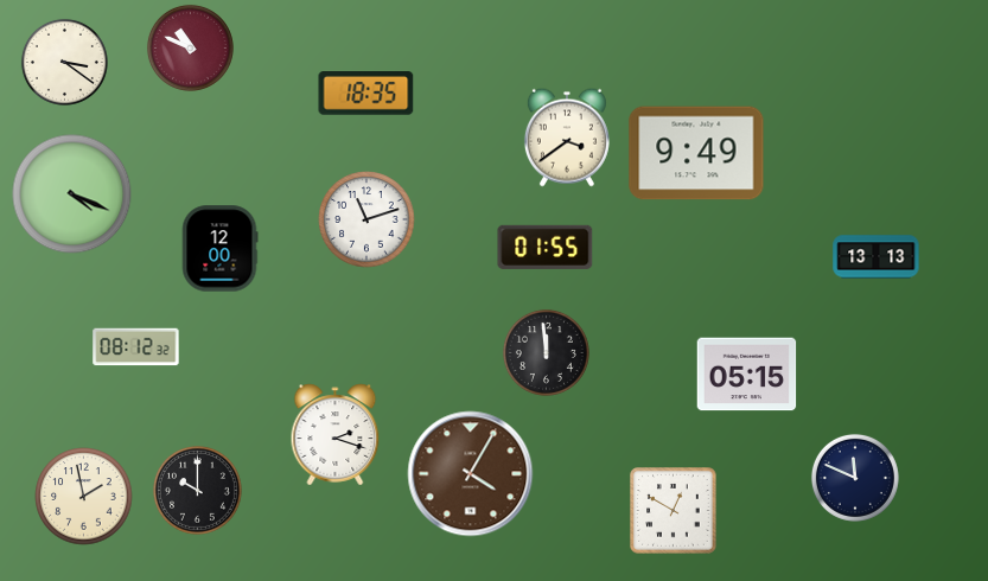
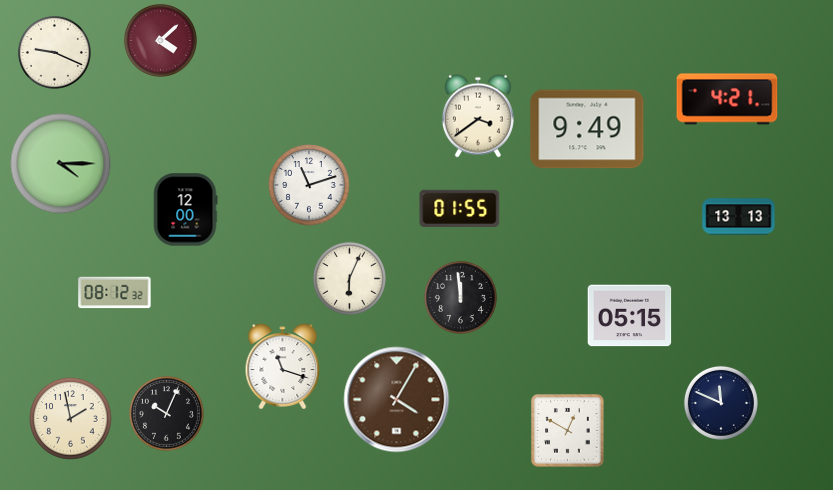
clock at (190, 47): 10:49 -> 4:08
clock at (64, 62): 3:21 -> 9:19
clock at (366, 94): 18:35 -> none
clock at (727, 99): none -> 4:21
clock at (72, 194): 4:19 -> 4:15
clock at (349, 278): none -> 6:04
clock at (336, 435): 2:18 -> 11:18
clock at (197, 490): 10:00 -> 10:04
